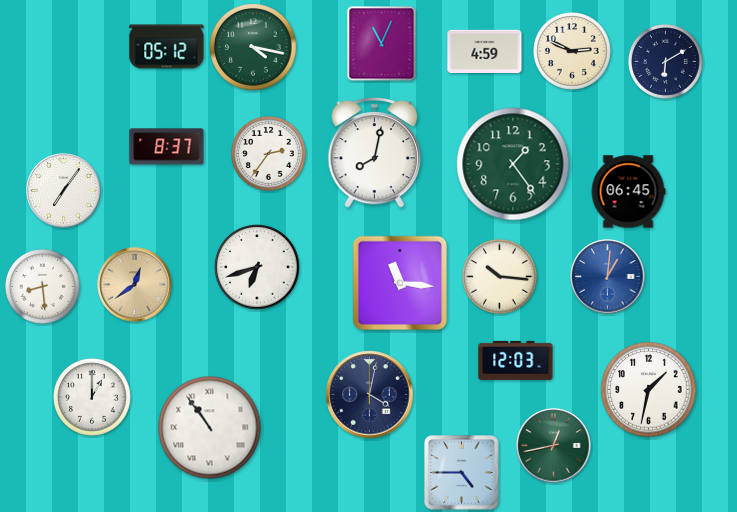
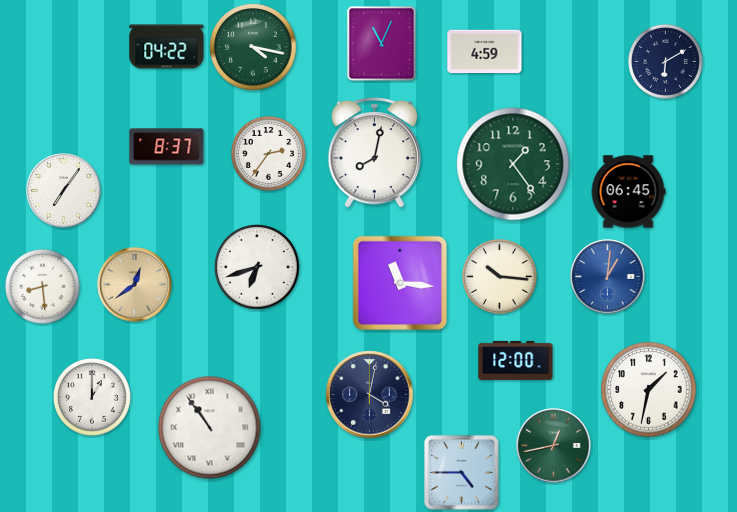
clock at (167, 47): 05:12 -> 04:22
clock at (573, 52): 2:49 -> none
clock at (516, 360): 12:03 -> 12:00
